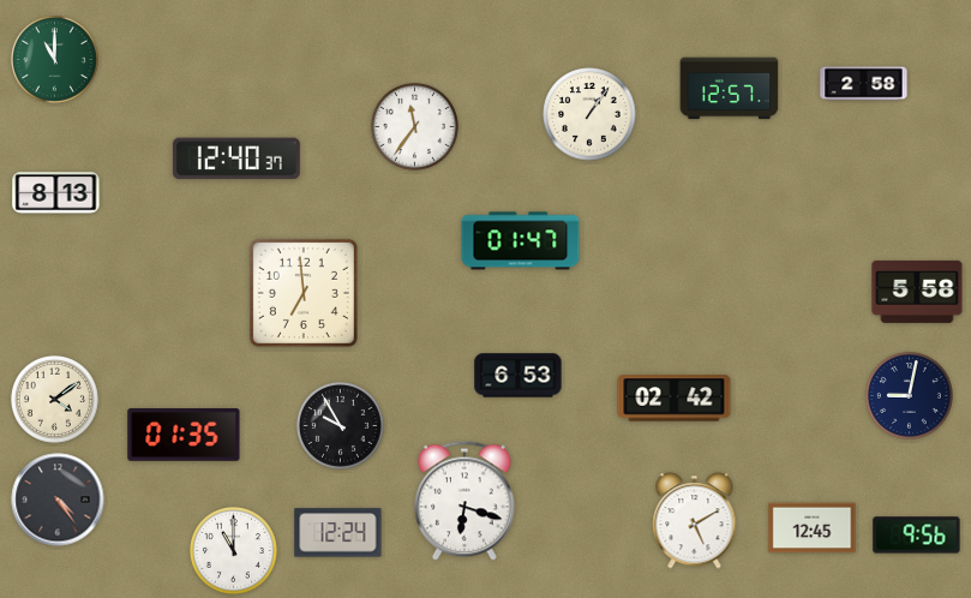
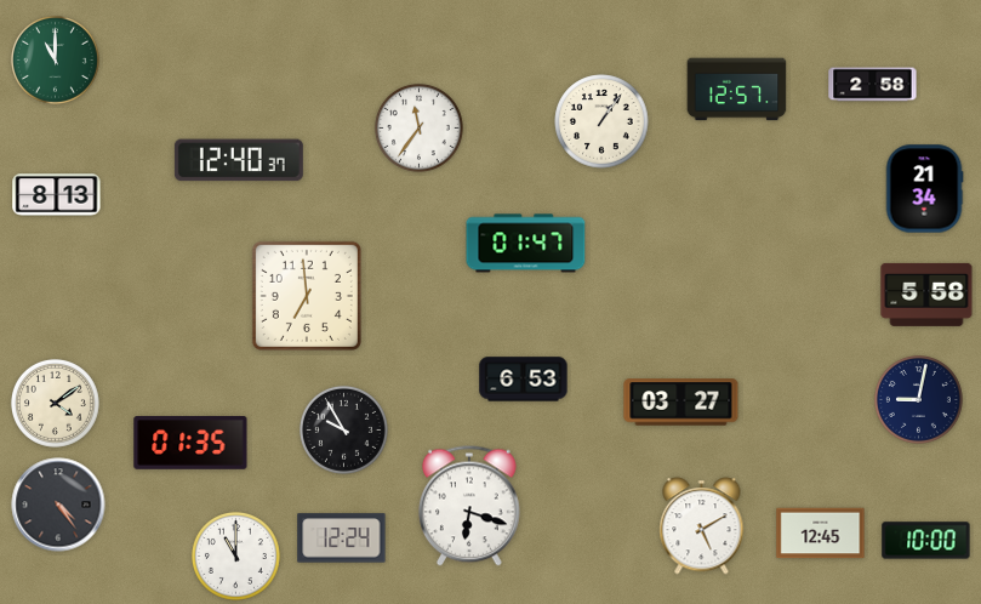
clock at (589, 114) position: (589, 114) -> (601, 121)
clock at (924, 189): none -> 21:34
clock at (675, 399): 02:42 -> 03:27
clock at (184, 436) position: (184, 436) -> (190, 444)
clock at (917, 536): 9:56 -> 10:00
